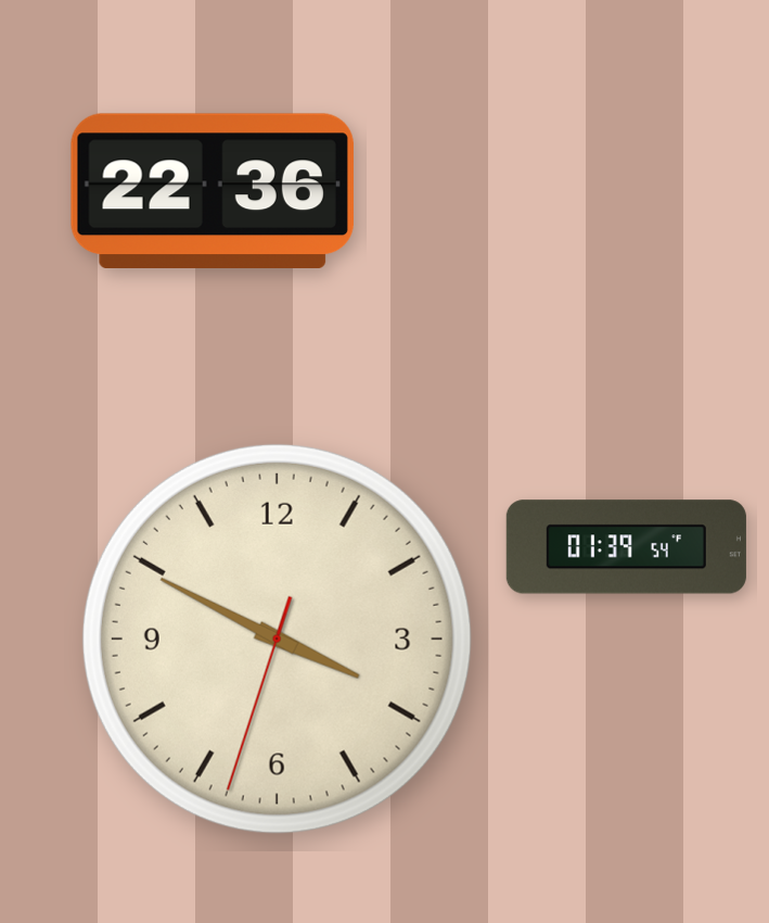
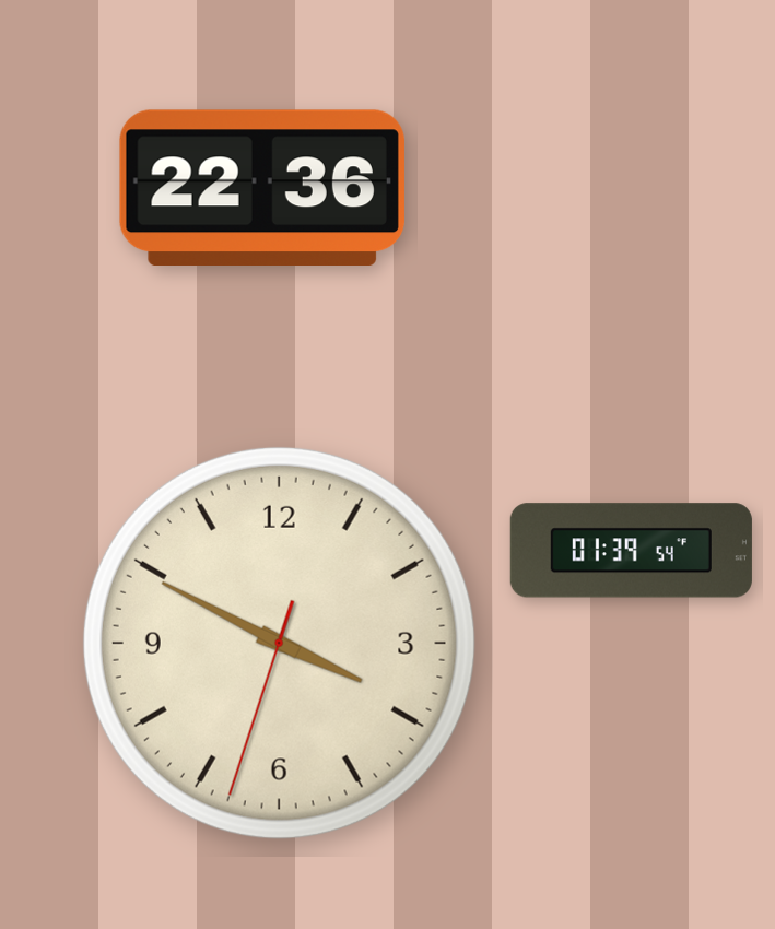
clock at (213, 190) position: (213, 190) -> (262, 187)
